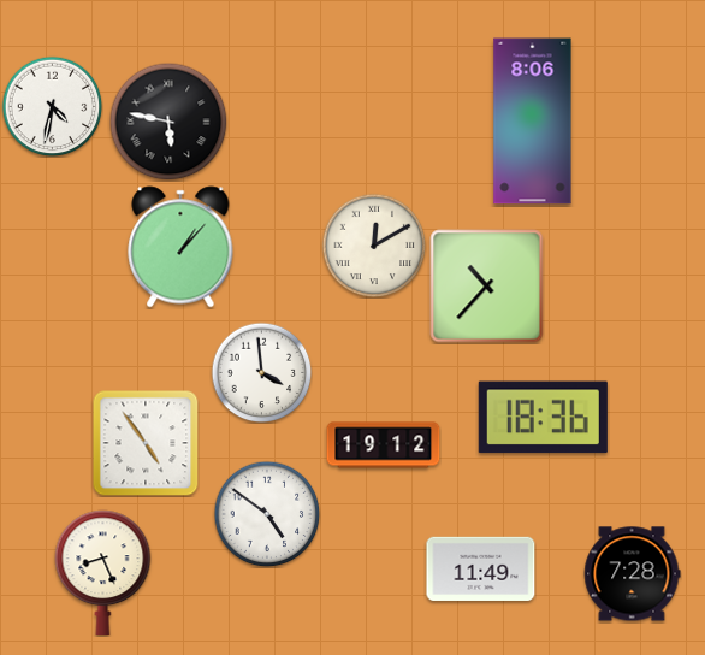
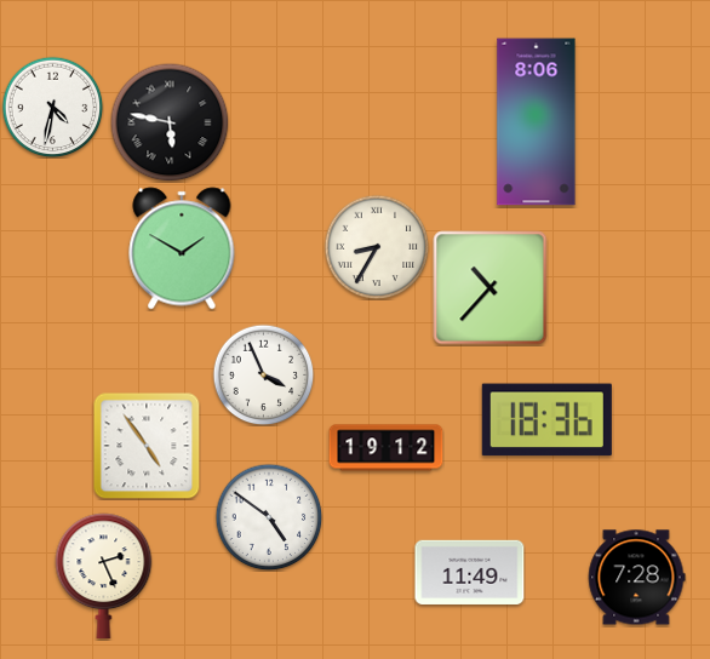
clock at (374, 246): 12:10 -> 8:35
clock at (180, 247): 1:07 -> 1:50
clock at (261, 372): 3:59 -> 3:56
clock at (481, 568) position: (481, 568) -> (470, 572)
clock at (103, 572): 8:26 -> 2:26
